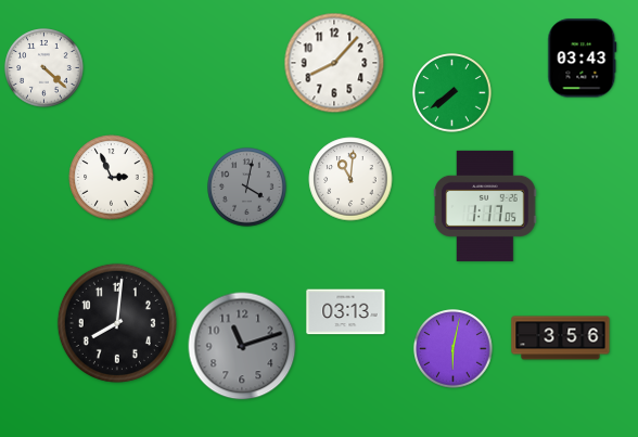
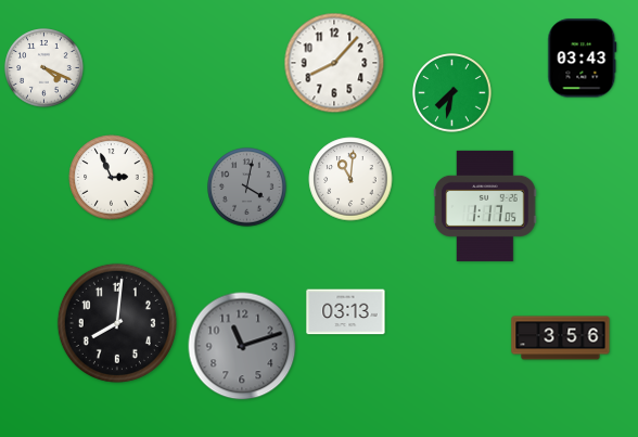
clock at (44, 68): 4:22 -> 4:19
clock at (452, 93): 7:39 -> 7:32
clock at (454, 349): 6:02 -> none
